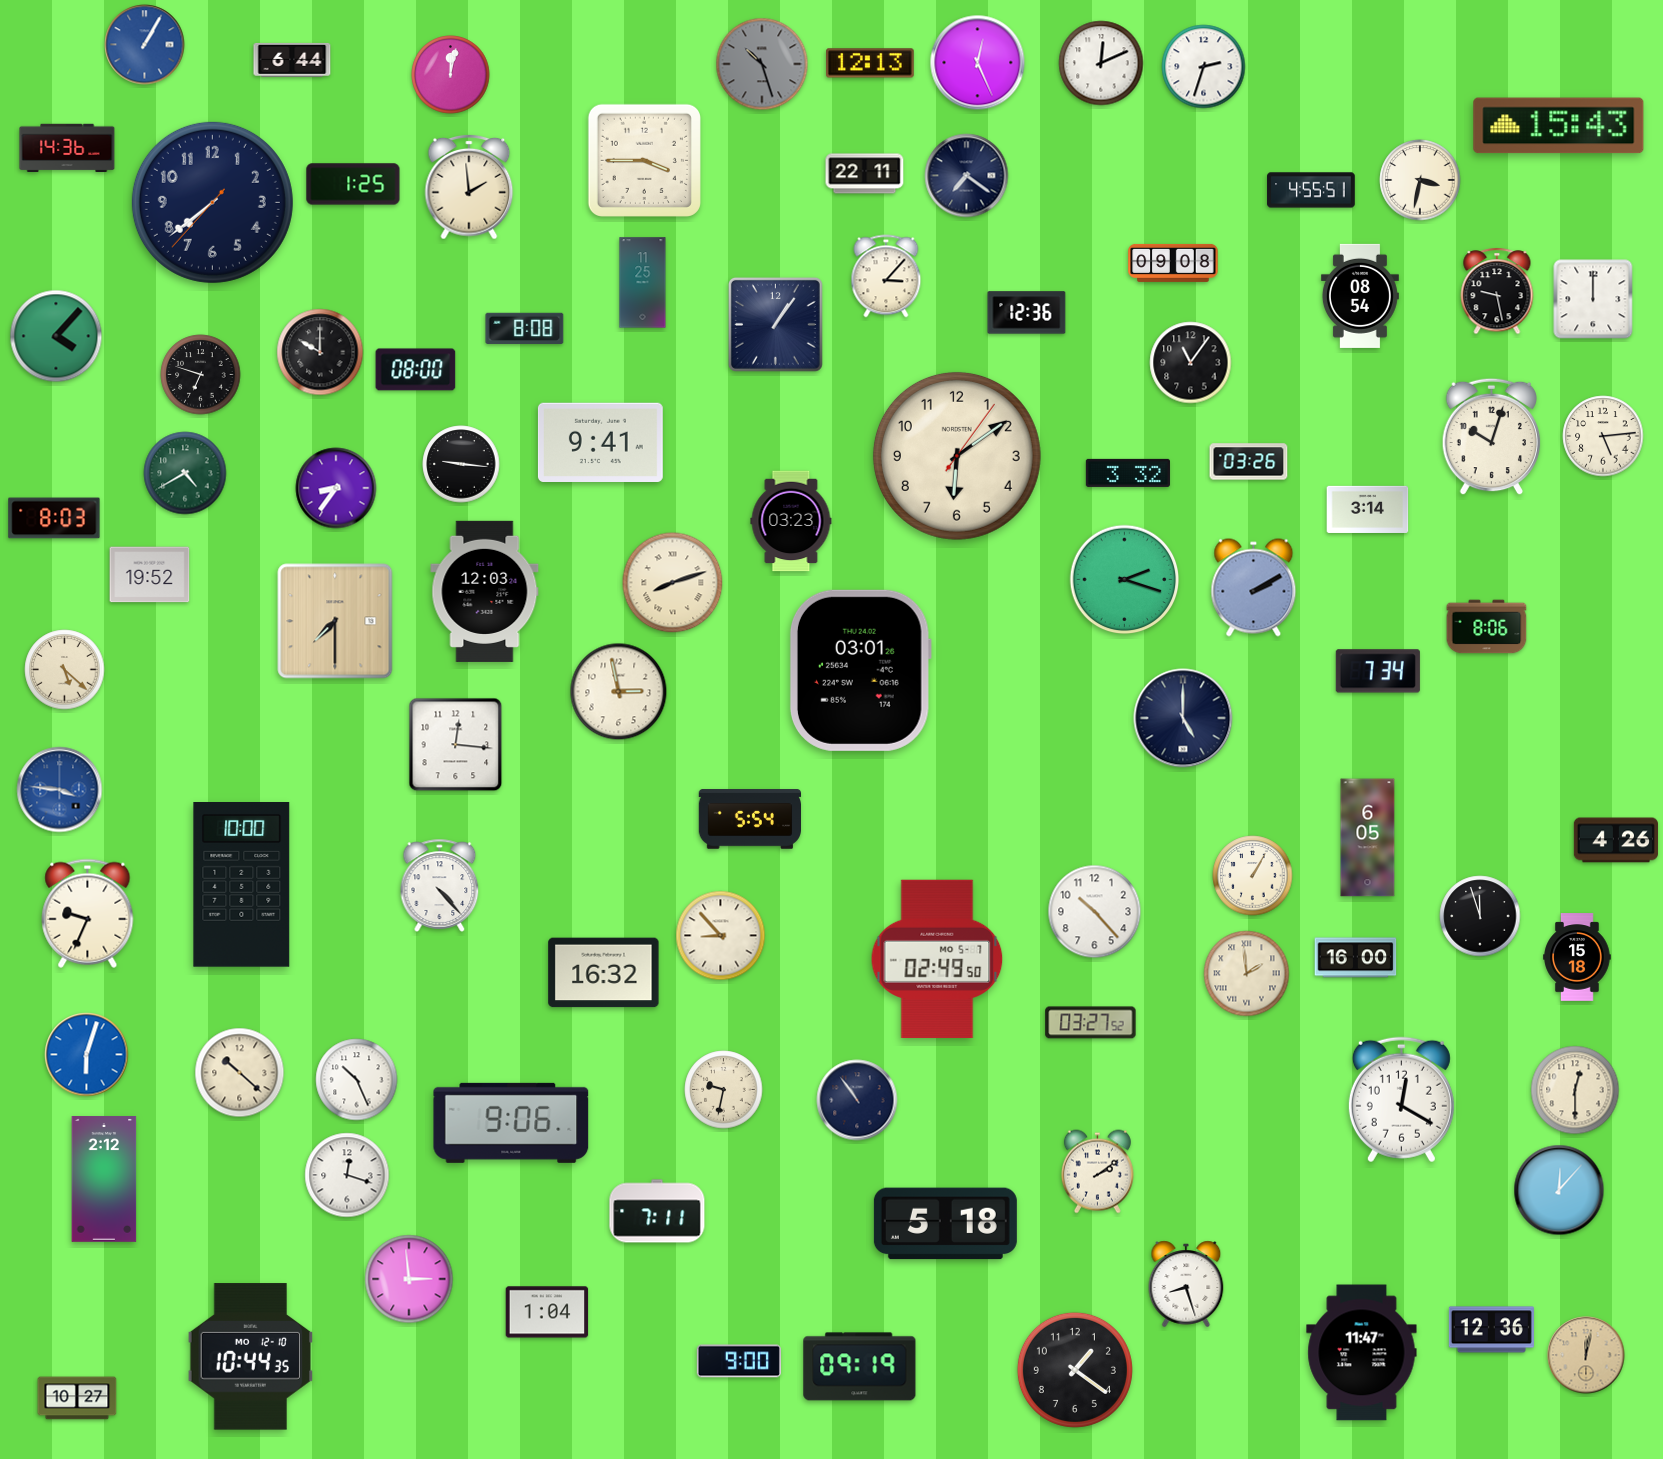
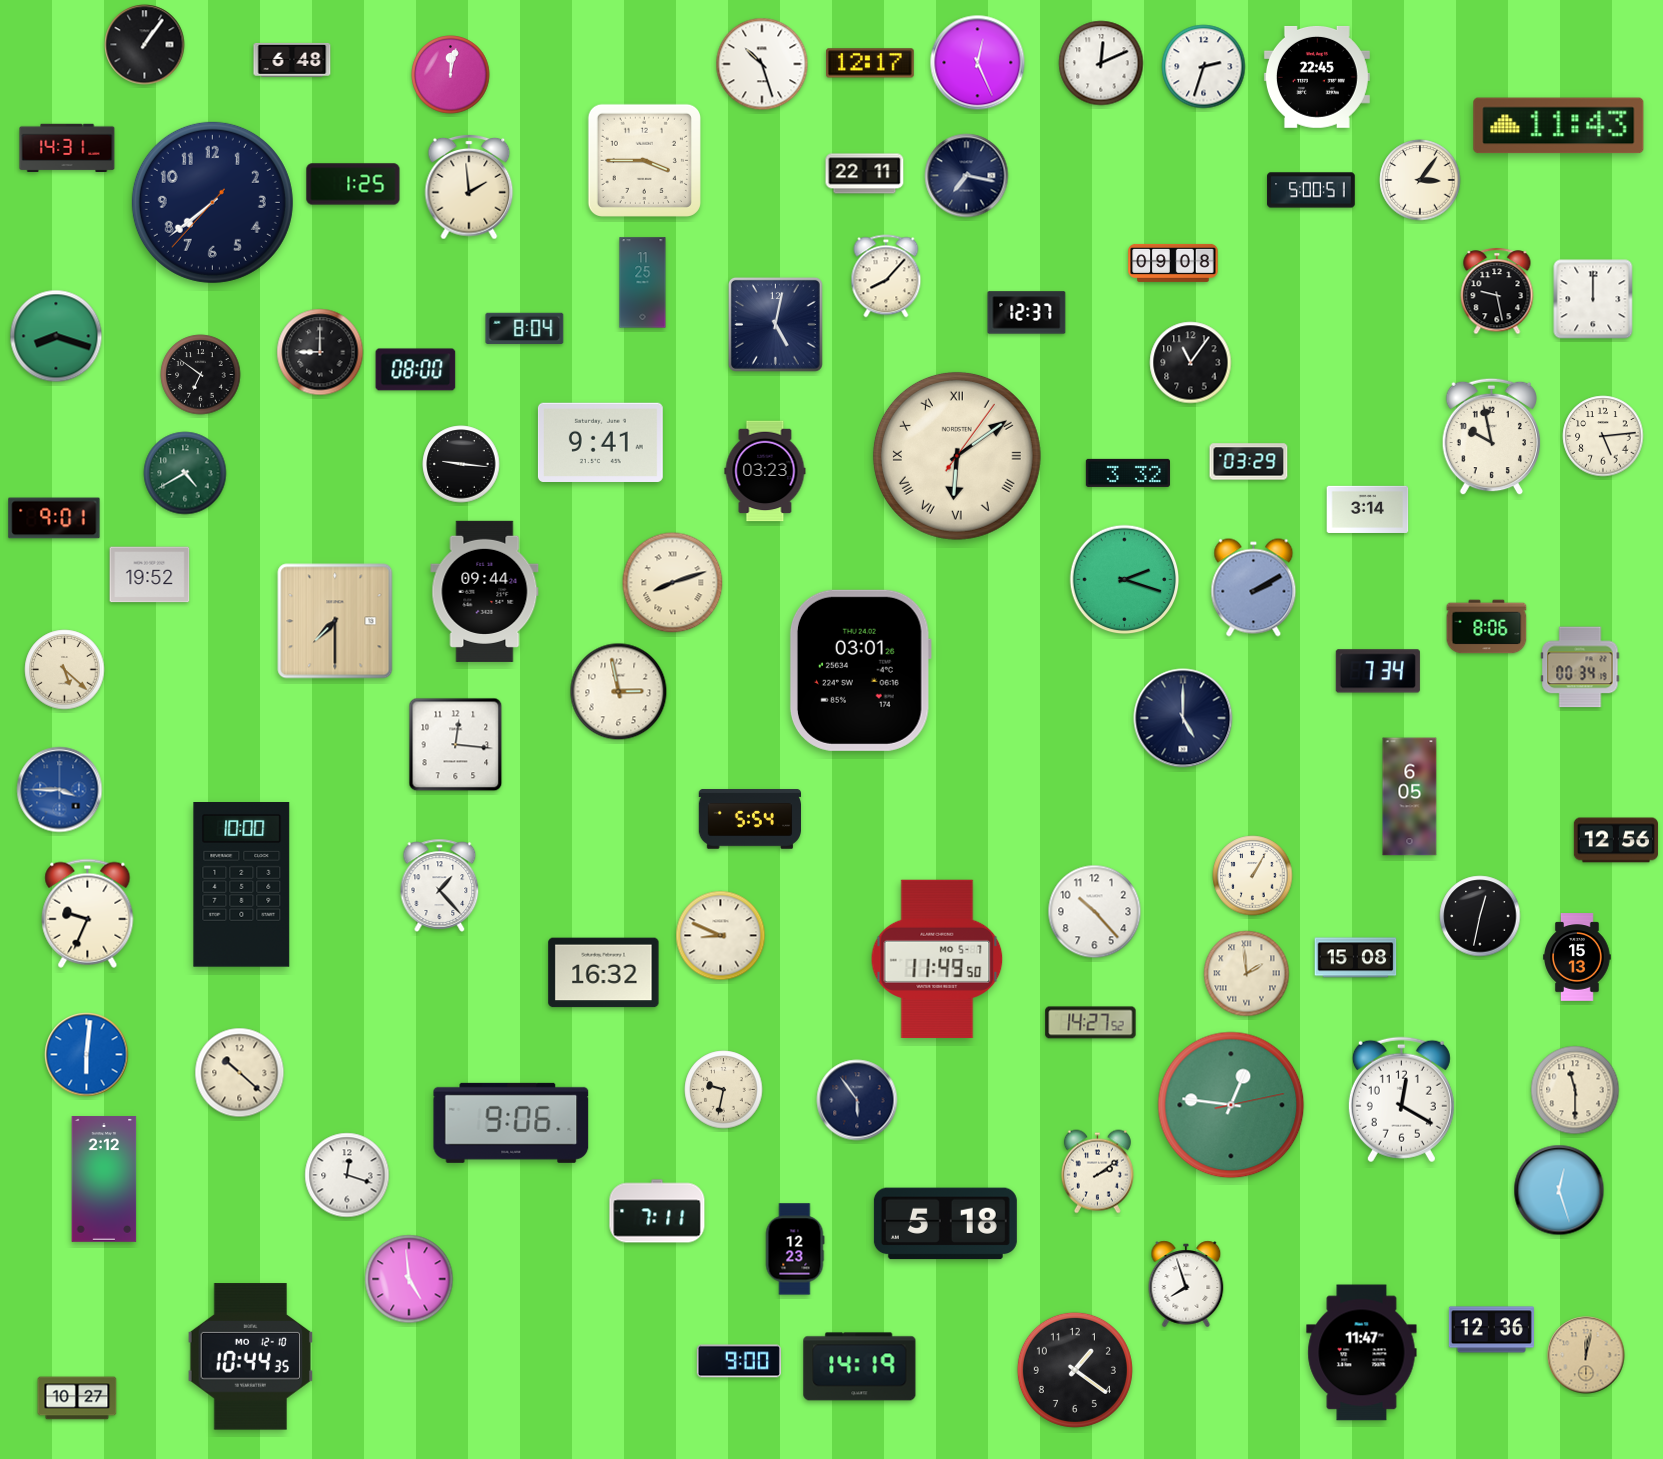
clock at (145, 45): 1:05 -> 1:06
clock at (145, 45) dial: blue -> black
clock at (292, 60): 6:44 -> 6:48
clock at (871, 63): 12:13 -> 12:17
clock at (762, 64) dial: grey -> white
clock at (1317, 77): none -> 22:45
clock at (1559, 126): 15:43 -> 11:43
clock at (67, 147): 14:36 -> 14:31
clock at (967, 176): 7:21 -> 7:17
clock at (1420, 180): 3:32 -> 3:06
clock at (1311, 190): 4:55 -> 5:00
clock at (886, 276): 3:07 -> 8:07
clock at (1360, 296): 08:54 -> none
clock at (1027, 313): 12:36 -> 12:37
clock at (775, 324): 1:06 -> 5:02
clock at (525, 328): 8:08 -> 8:04
clock at (56, 336): 4:07 -> 8:18
clock at (320, 352): 10:00 -> 9:00
clock at (201, 375): 6:48 -> 6:51
clock at (1492, 437): 10:03 -> 9:58
clock at (957, 456) numerals: Arabic -> Roman
clock at (1249, 462): 03:26 -> 03:29
clock at (336, 488): 8:36 -> none
clock at (54, 518): 8:03 -> 9:01
clock at (791, 521) position: (791, 521) -> (765, 471)
clock at (485, 591): 12:03 -> 09:44
clock at (1580, 667): none -> 00:34
clock at (60, 790): 3:46 -> 3:45
clock at (1368, 838) position: (1368, 838) -> (1410, 797)
clock at (1616, 840): 4:26 -> 12:56
clock at (440, 885): 4:23 -> 1:23
clock at (1480, 916): 11:57 -> 12:32
clock at (721, 936): 8:53 -> 8:49
clock at (1577, 957): 15:18 -> 15:13
clock at (1356, 958): 16:00 -> 15:08
clock at (937, 959): 02:49 -> 11:49
clock at (1091, 1023): 03:27 -> 14:27
clock at (87, 1055): 6:03 -> 6:01
clock at (357, 1080): 10:26 -> none
clock at (1575, 1090): 12:30 -> 11:30
clock at (857, 1100): 10:54 -> 5:54
clock at (1231, 1105): none -> 12:46
clock at (1559, 1190): 12:07 -> 12:27
clock at (795, 1249): none -> 12:23
clock at (409, 1279): 2:59 -> 4:59
clock at (1186, 1284): 8:27 -> 7:57
clock at (547, 1312): 1:04 -> none
clock at (860, 1367): 09:19 -> 14:19
